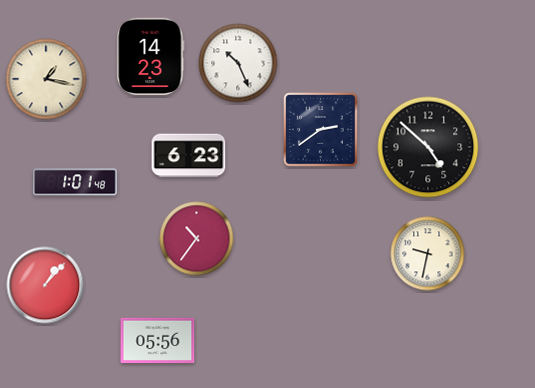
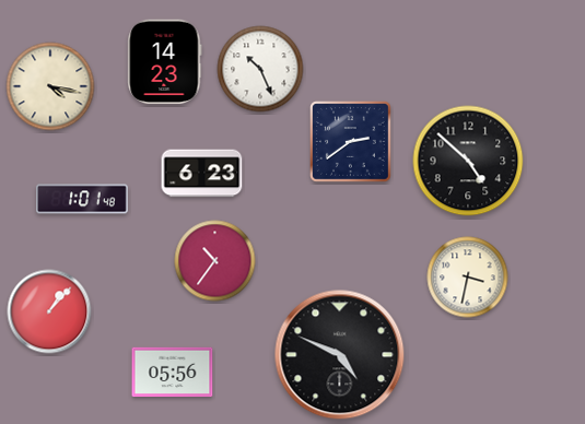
clock at (46, 79): 1:17 -> 4:17
clock at (189, 156) position: (189, 156) -> (202, 174)
clock at (428, 254): 9:32 -> 3:32
clock at (340, 355): none -> 4:49
